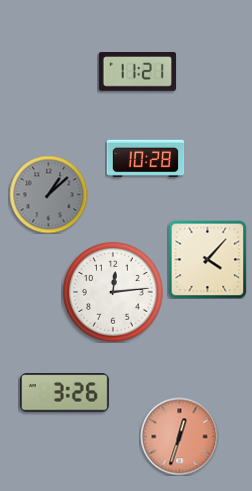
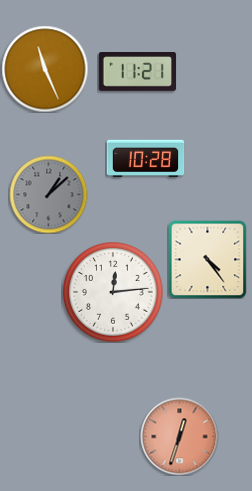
clock at (45, 69): none -> 11:26
clock at (207, 259): 4:07 -> 4:24
clock at (64, 393): 3:26 -> none
